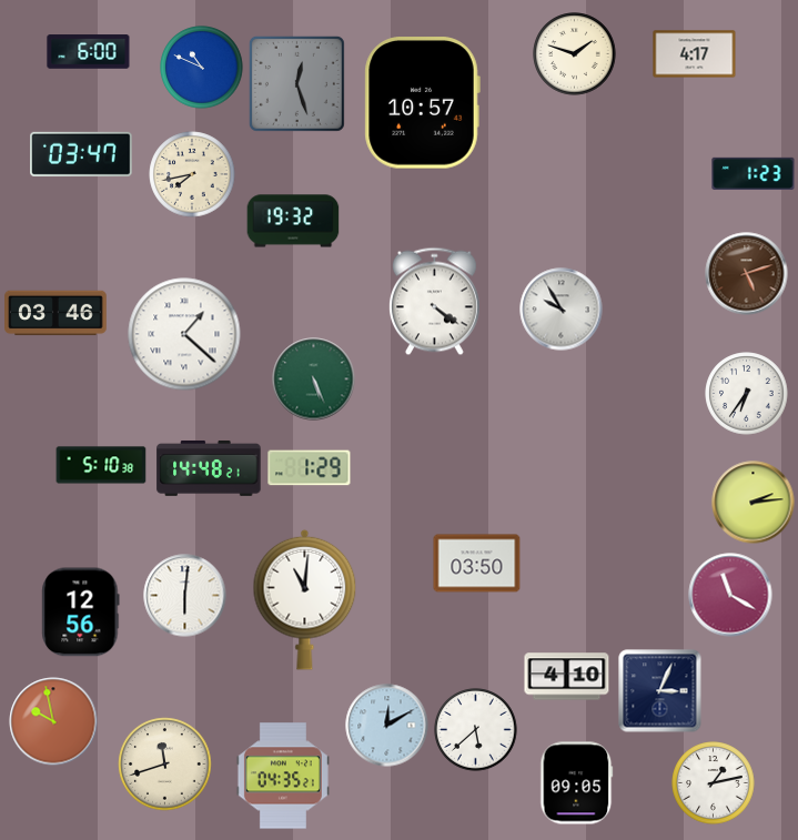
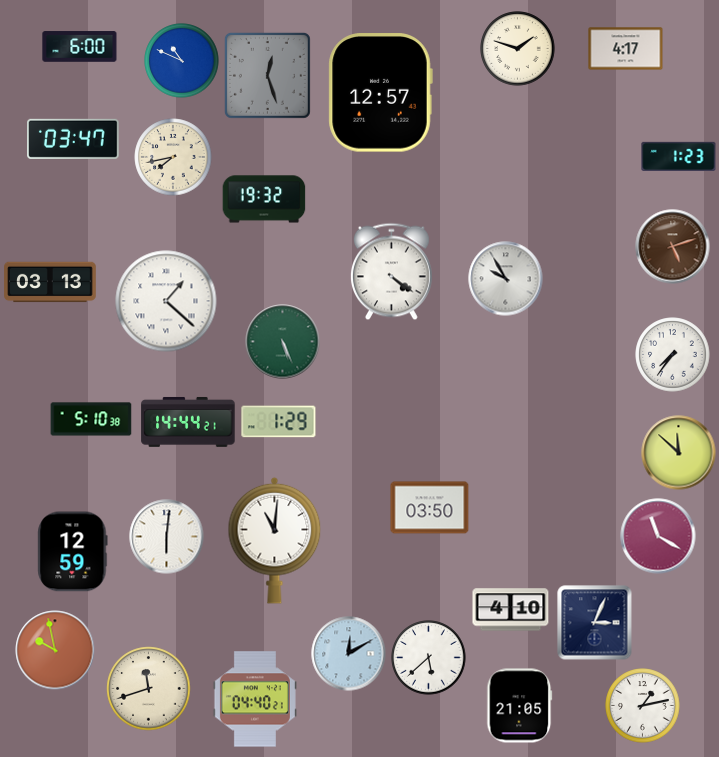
clock at (422, 103): 10:57 -> 12:57
clock at (55, 313): 03:46 -> 03:13
clock at (747, 394): 6:36 -> 7:36
clock at (209, 468): 14:48 -> 14:44
clock at (754, 503): 2:14 -> 11:52
clock at (81, 613): 12:56 -> 12:59
clock at (53, 721) position: (53, 721) -> (55, 650)
clock at (283, 776): 04:35 -> 04:40
clock at (577, 783): 09:05 -> 21:05
